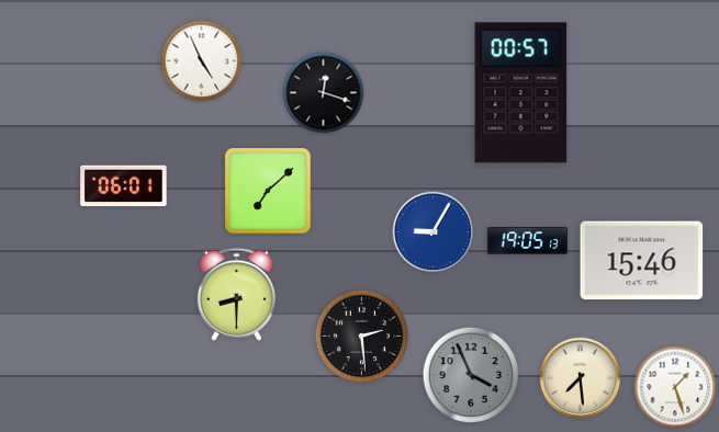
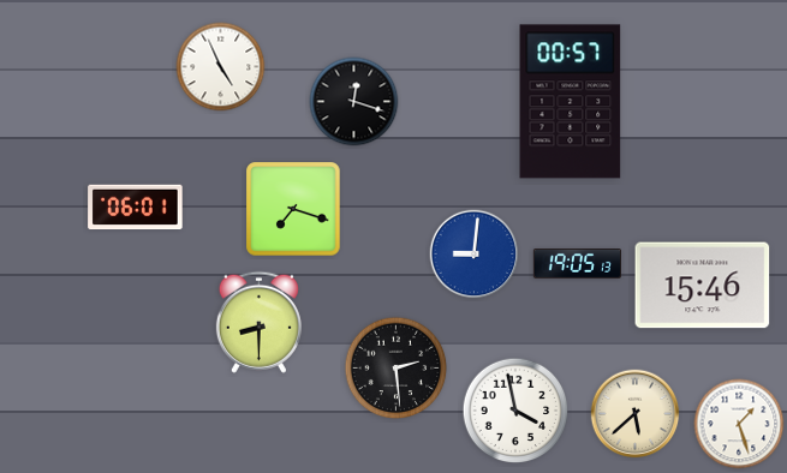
clock at (124, 186) position: (124, 186) -> (136, 208)
clock at (268, 191): 7:08 -> 7:18
clock at (434, 232): 9:05 -> 9:01
clock at (471, 375): 3:56 -> 3:58
clock at (471, 375) dial: grey -> white
clock at (581, 378): 7:29 -> 5:38
